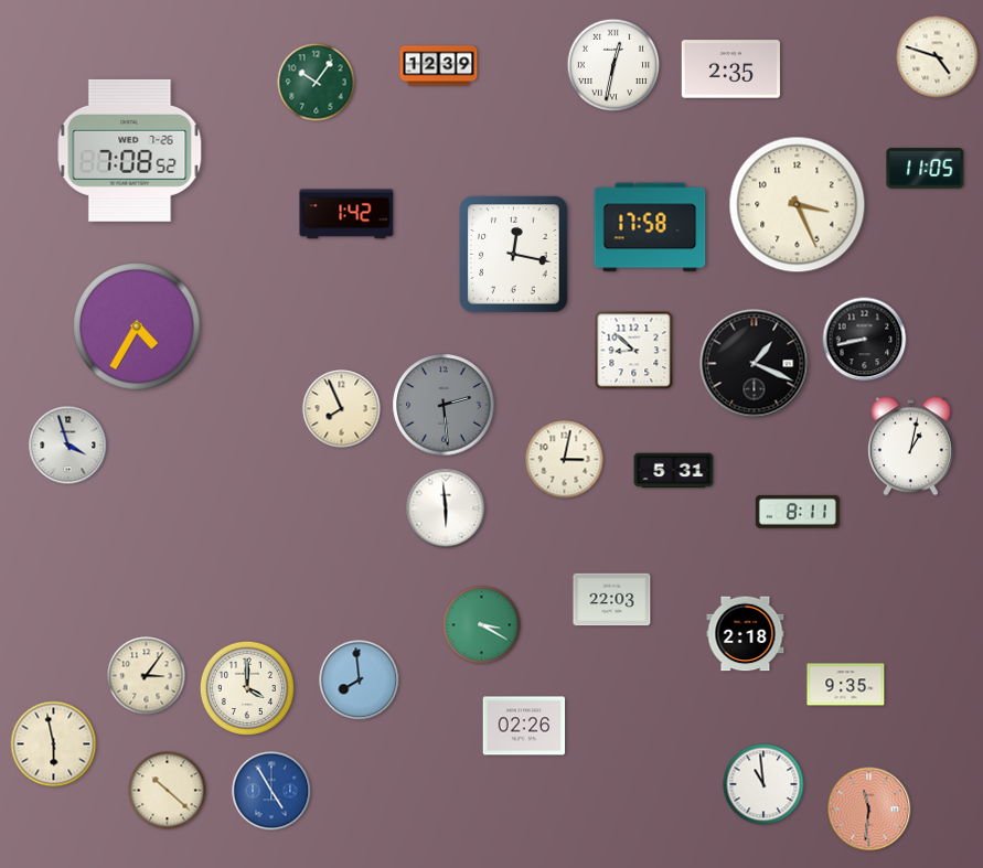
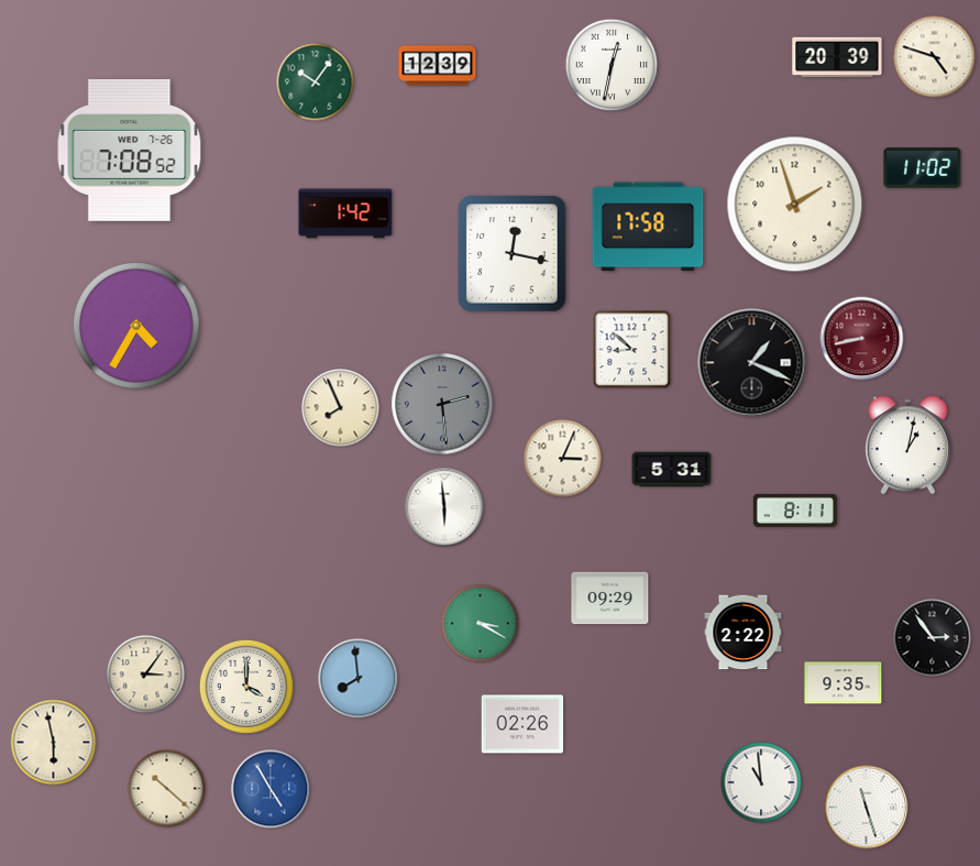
clock at (837, 57): none -> 20:39
clock at (730, 69): 2:35 -> none
clock at (926, 169): 11:05 -> 11:02
clock at (798, 205): 3:26 -> 1:57
clock at (865, 340) dial: black -> burgundy
clock at (68, 446): 3:57 -> none
clock at (565, 460): 3:02 -> 3:04
clock at (612, 600): 22:03 -> 09:29
clock at (746, 634): 2:18 -> 2:22
clock at (933, 638): none -> 2:54
clock at (869, 810): 11:31 -> 11:27
clock at (869, 810) dial: salmon -> white
